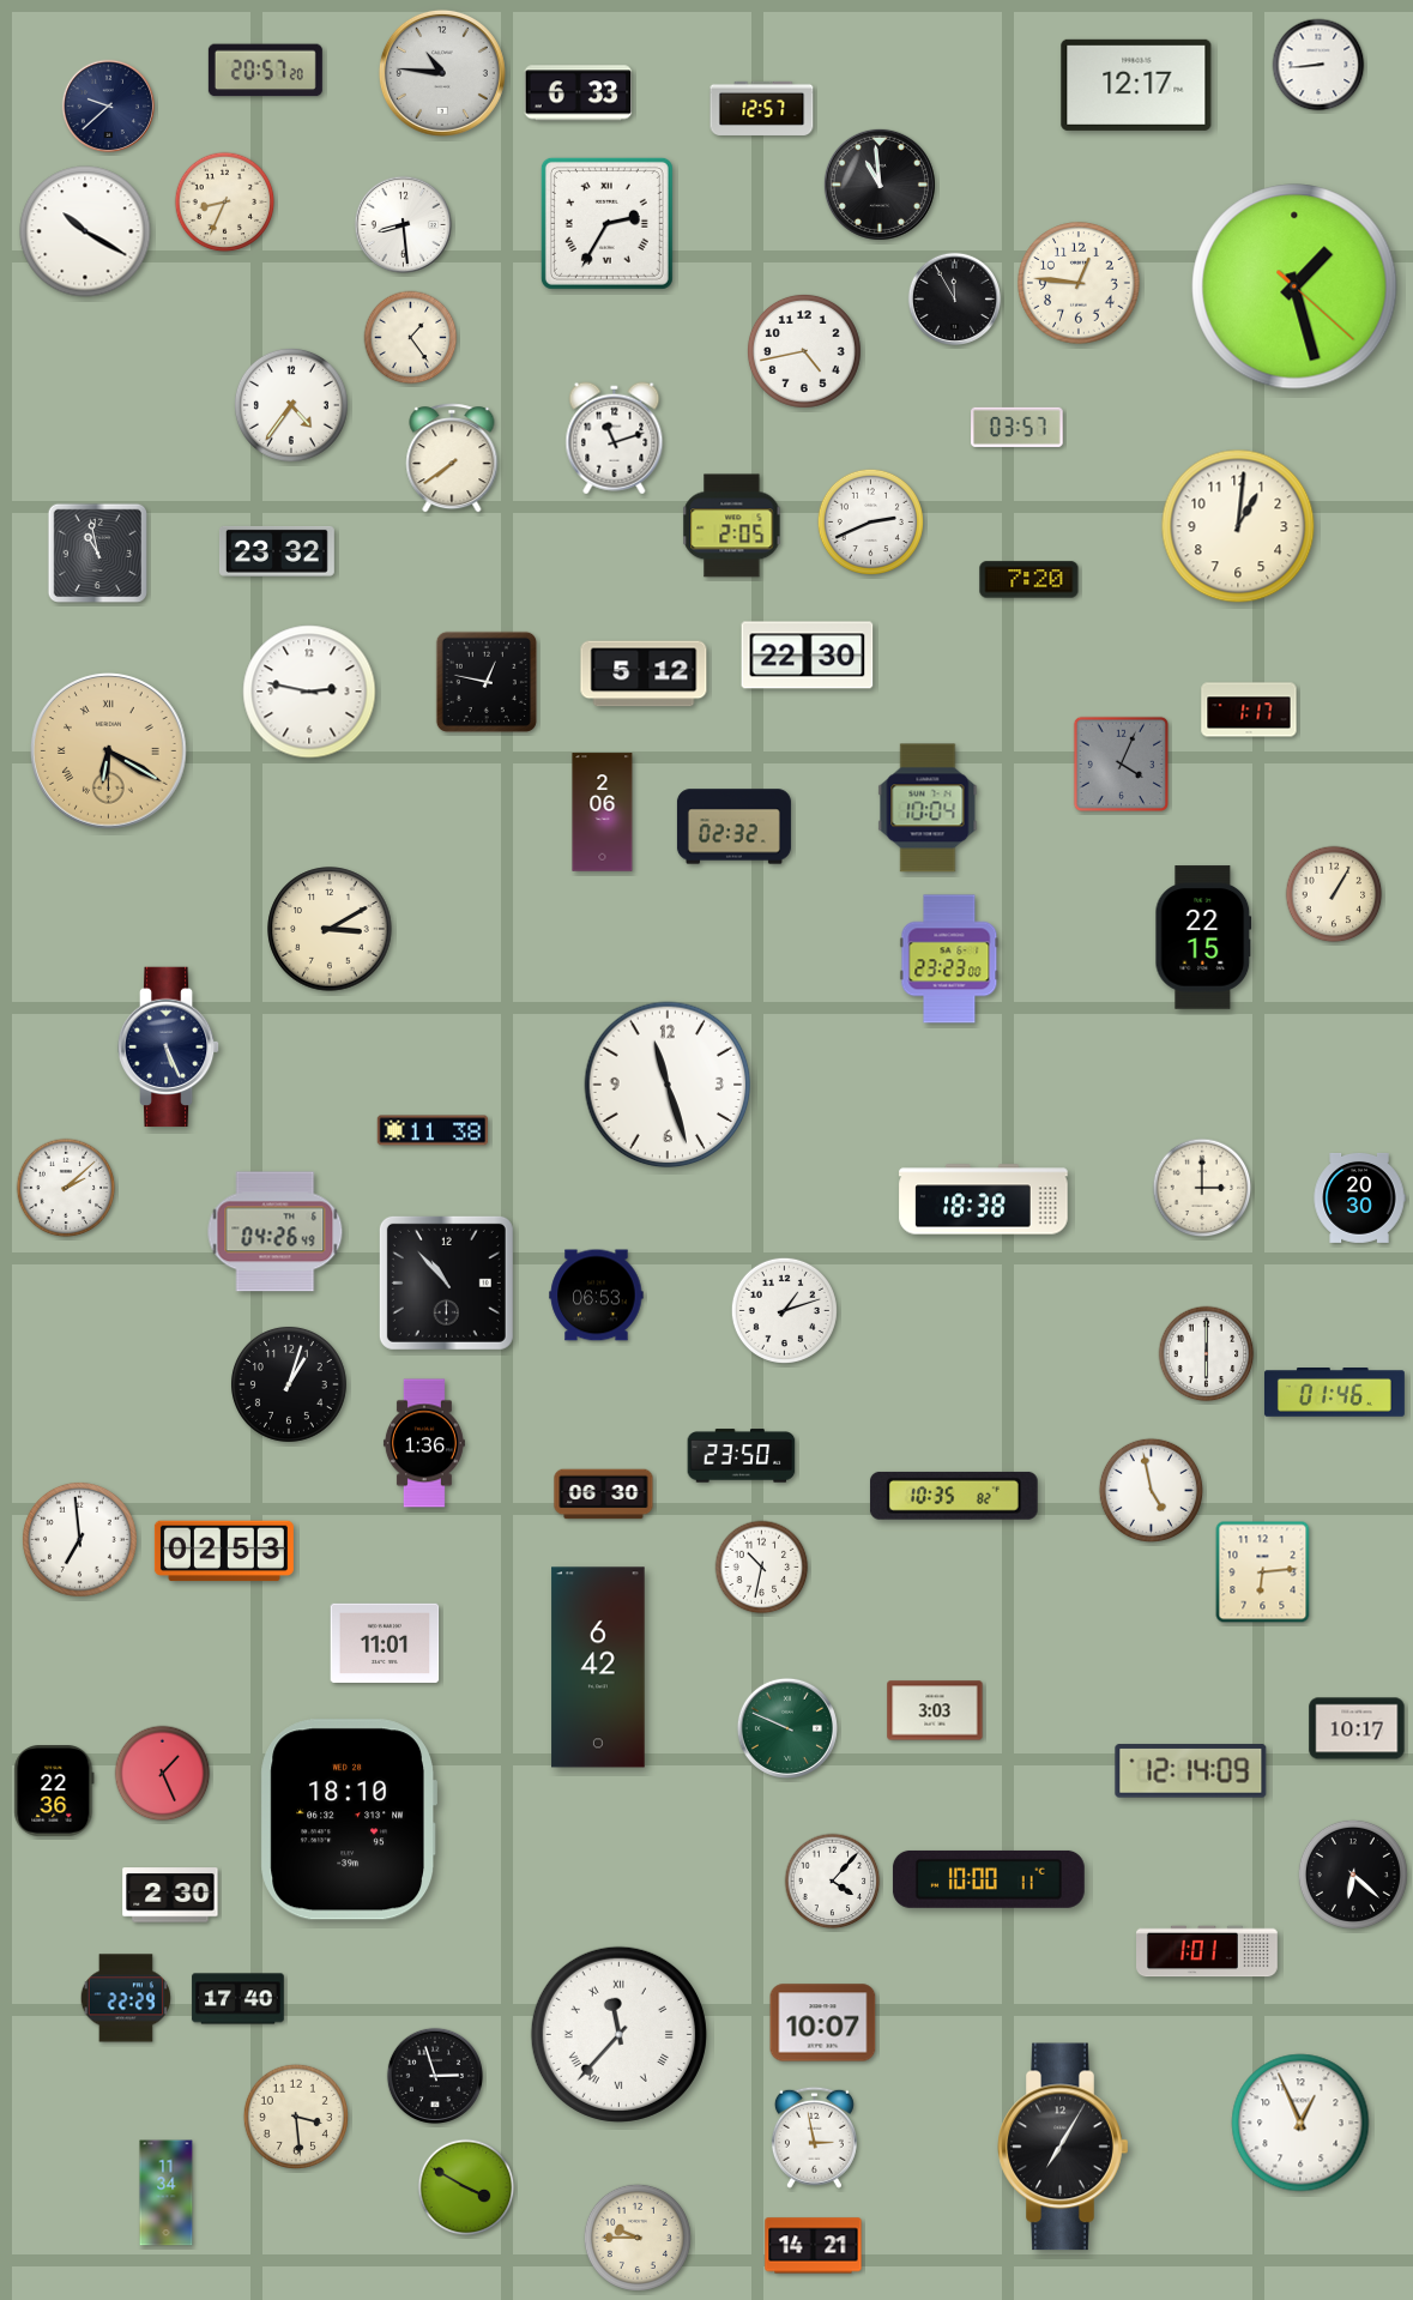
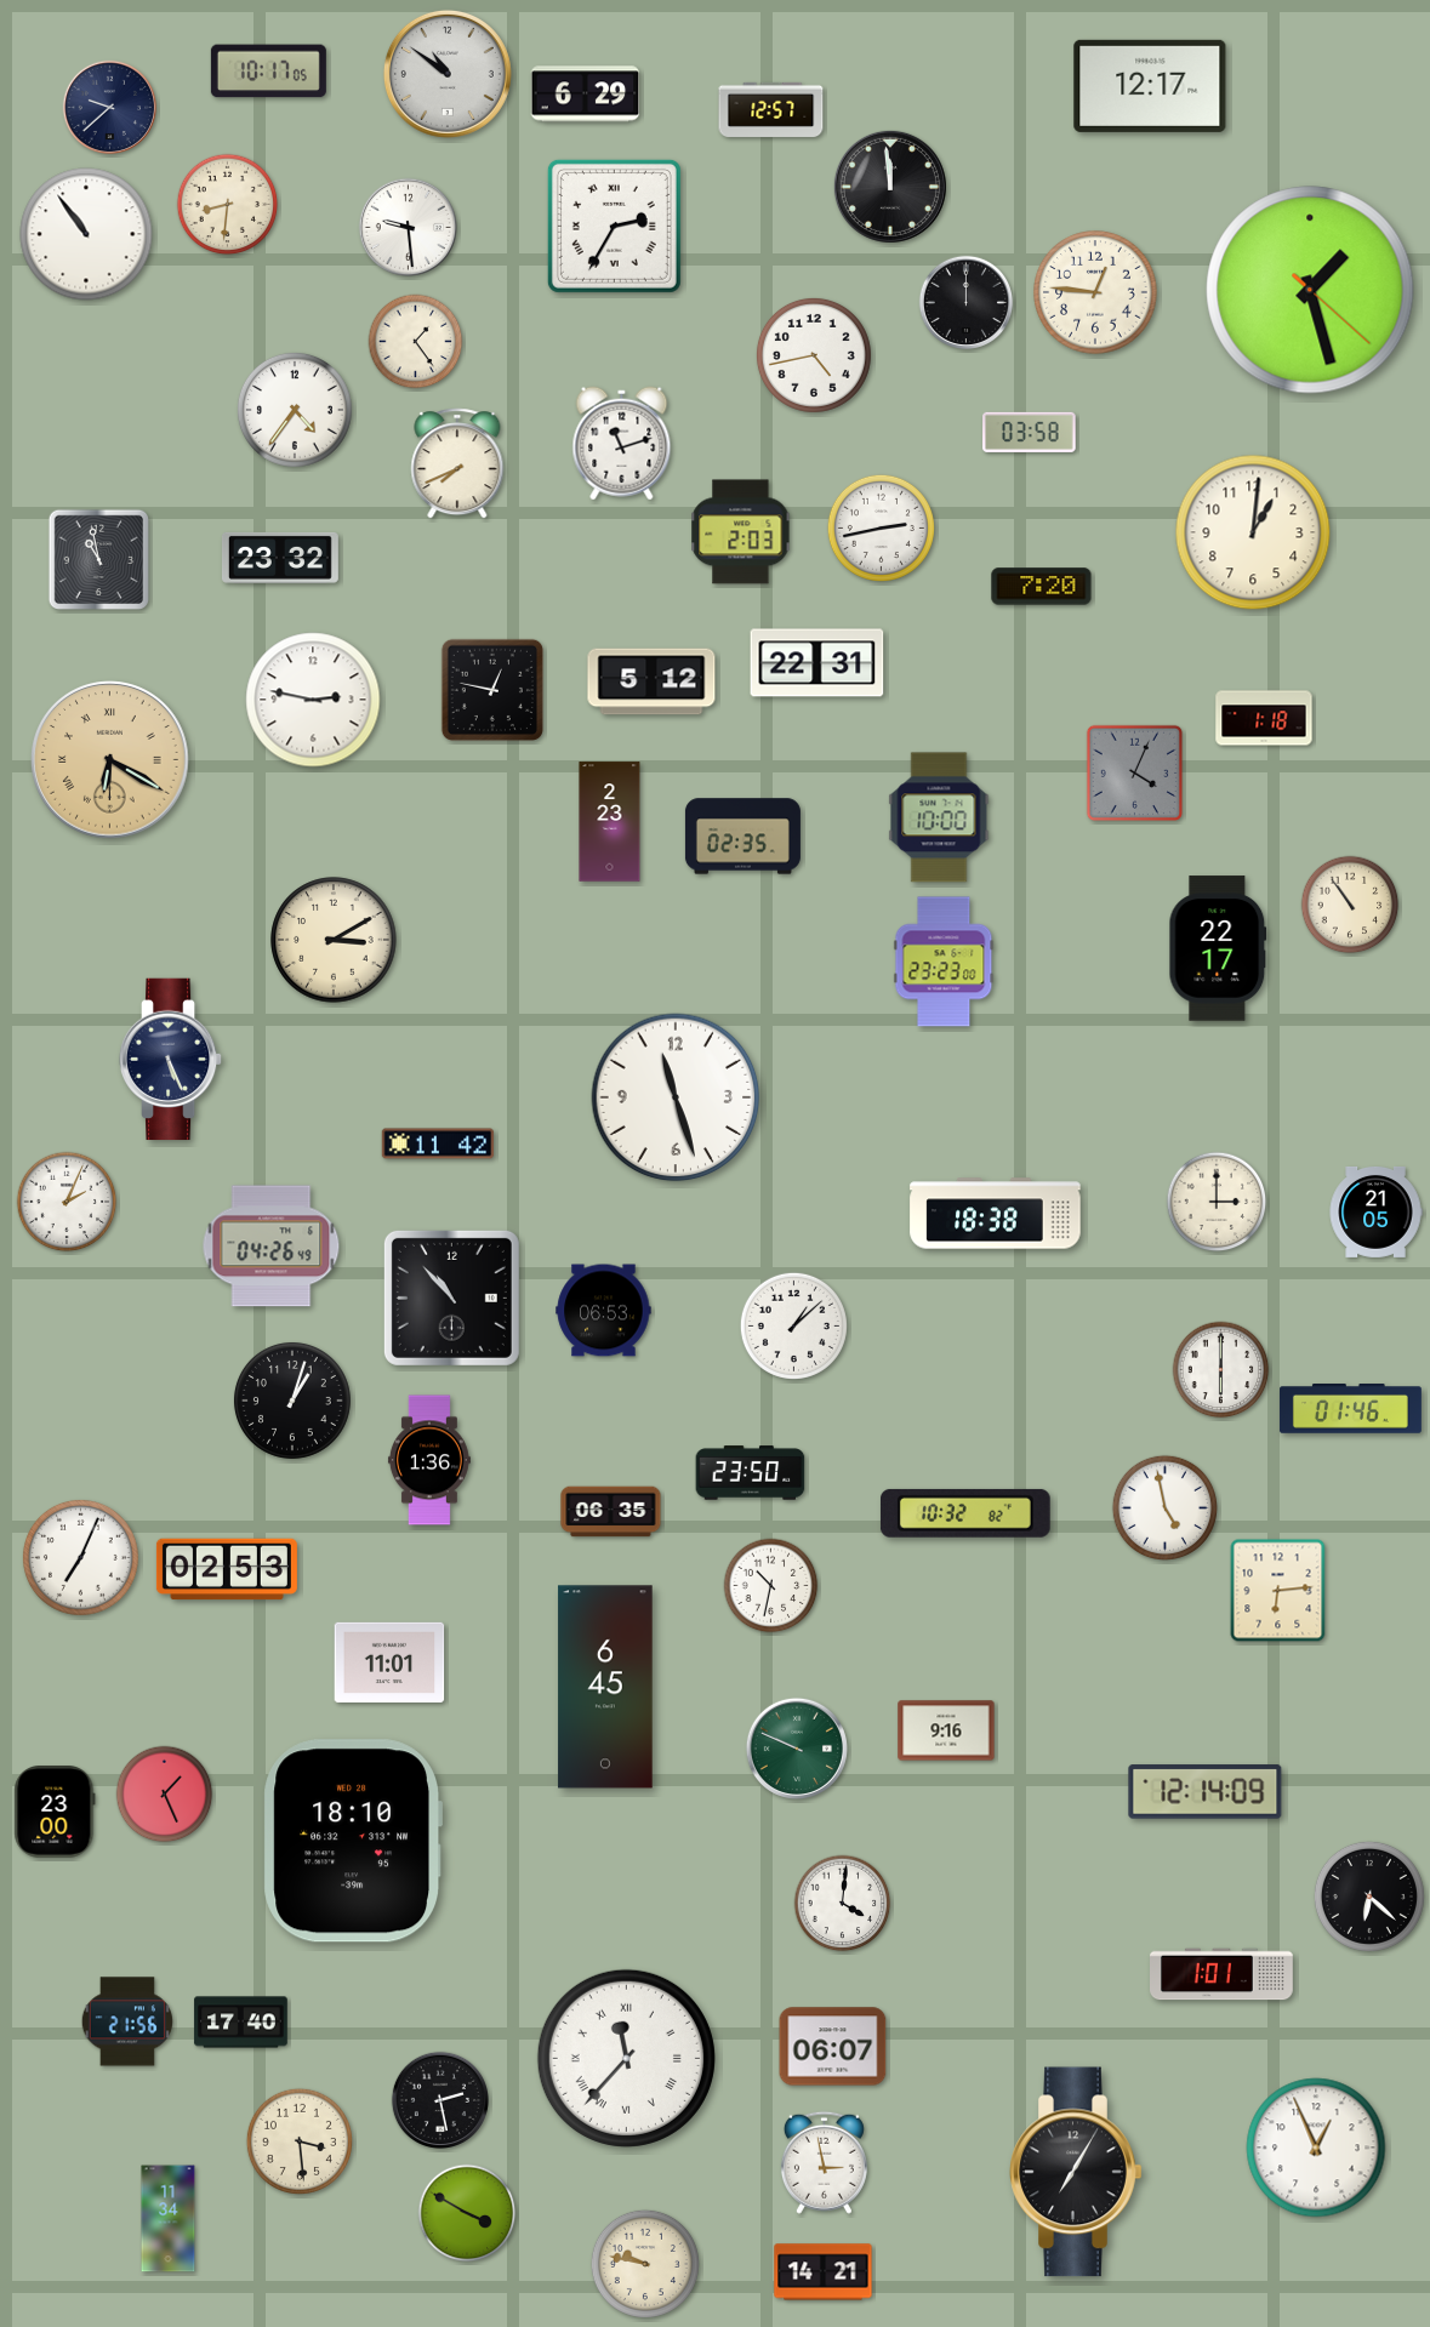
clock at (1318, 65): 8:44 -> none
clock at (265, 71): 20:57 -> 10:17
clock at (442, 73): 10:46 -> 10:51
clock at (579, 93): 6:33 -> 6:29
clock at (880, 185): 10:59 -> 11:59
clock at (225, 203): 8:34 -> 8:31
clock at (403, 224): 8:29 -> 9:29
clock at (85, 231): 10:20 -> 10:54
clock at (1079, 283) position: (1079, 283) -> (1095, 292)
clock at (955, 300): 11:55 -> 12:00
clock at (1018, 427): 03:57 -> 03:58
clock at (452, 458): 7:39 -> 7:41
clock at (870, 521): 2:41 -> 2:43
clock at (732, 526): 2:05 -> 2:03
clock at (808, 656): 22:30 -> 22:31
clock at (1249, 710): 1:17 -> 1:18
clock at (928, 808): 10:04 -> 10:00
clock at (603, 813): 2:06 -> 2:23
clock at (733, 827): 02:32 -> 02:35
clock at (1334, 894): 1:05 -> 10:54
clock at (1203, 937): 22:15 -> 22:17
clock at (949, 959) position: (949, 959) -> (944, 962)
clock at (433, 1130): 11:38 -> 11:42
clock at (66, 1188): 2:08 -> 2:04
clock at (1359, 1197): 20:30 -> 21:05
clock at (276, 1232) position: (276, 1232) -> (272, 1247)
clock at (784, 1310): 1:12 -> 1:08
clock at (604, 1495): 06:30 -> 06:35
clock at (954, 1496): 10:35 -> 10:32
clock at (79, 1539): 6:59 -> 7:04
clock at (598, 1667): 6:42 -> 6:45
clock at (935, 1710): 3:03 -> 9:16
clock at (1357, 1728): 10:17 -> none
clock at (54, 1792): 22:36 -> 23:00
clock at (989, 1879): 10:00 -> none
clock at (833, 1882): 4:07 -> 4:01
clock at (170, 1895): 2:30 -> none
clock at (126, 1998): 22:29 -> 21:56
clock at (823, 2023): 10:07 -> 06:07
clock at (434, 2075): 2:57 -> 2:28
clock at (466, 2187) position: (466, 2187) -> (467, 2213)
clock at (638, 2238): 9:45 -> 9:47
